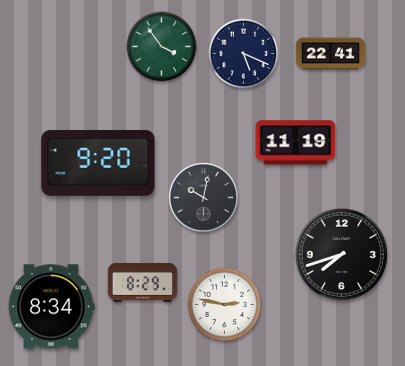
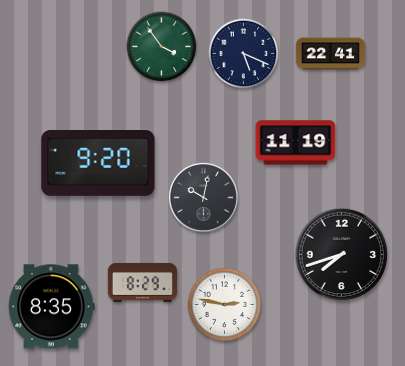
clock at (52, 307): 8:34 -> 8:35
